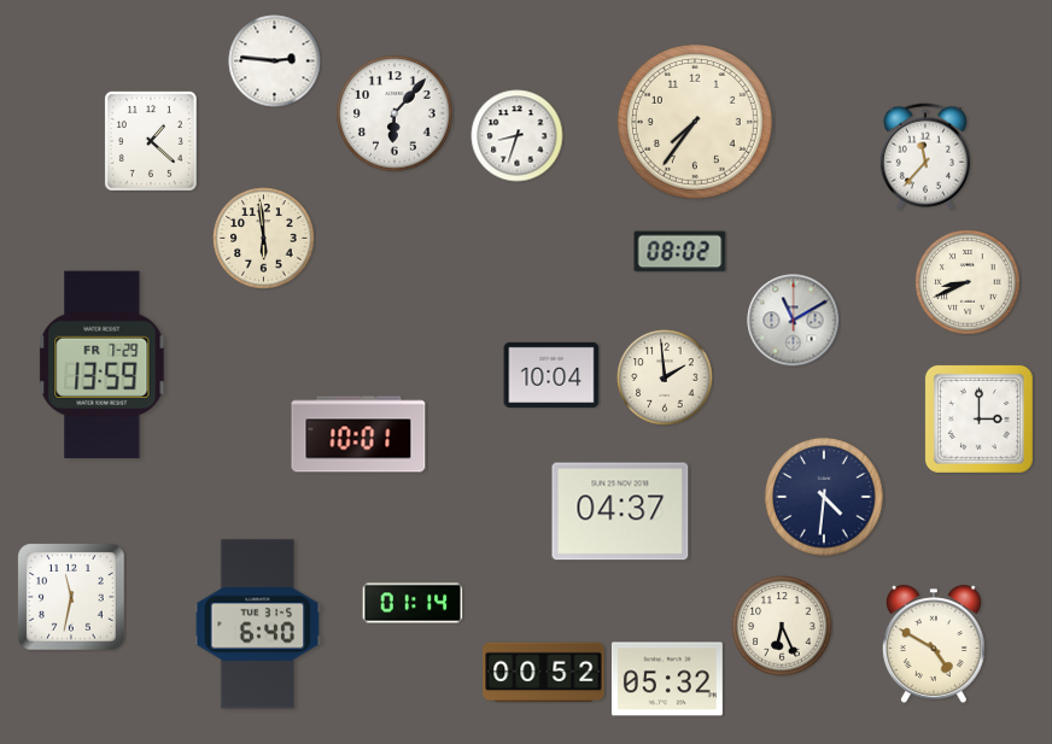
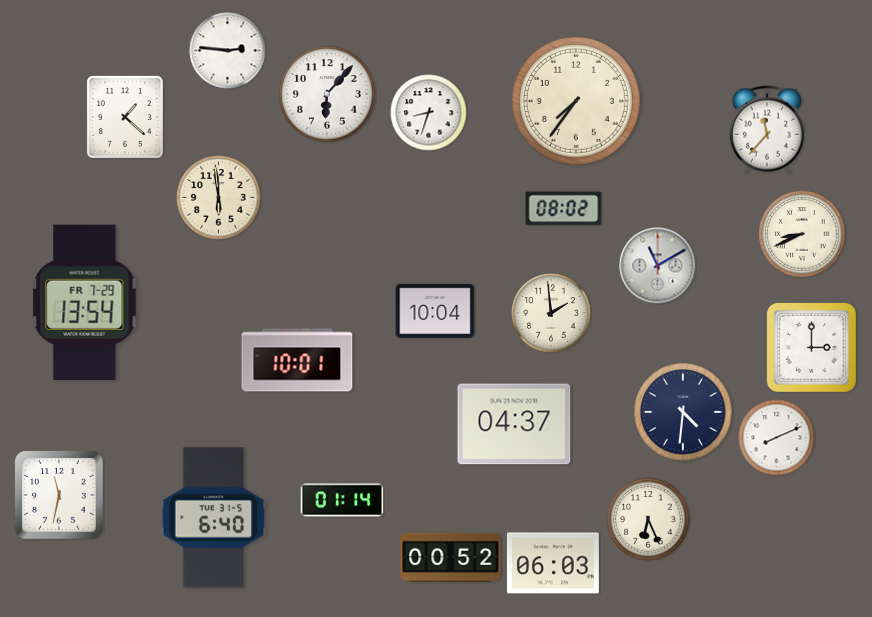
clock at (103, 364): 13:59 -> 13:54
clock at (551, 375) position: (551, 375) -> (435, 311)
clock at (777, 438): none -> 8:11
clock at (934, 644): 4:50 -> none
clock at (667, 679): 05:32 -> 06:03
